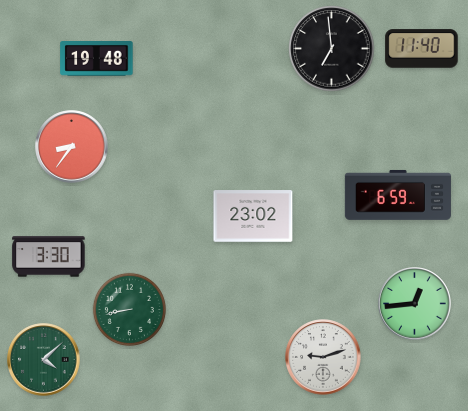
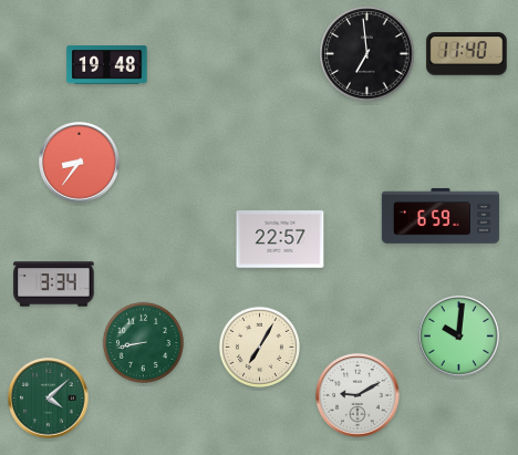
clock at (253, 216): 23:02 -> 22:57
clock at (49, 257): 3:30 -> 3:34
clock at (415, 304): 12:44 -> 10:01
clock at (259, 347): none -> 7:05
clock at (323, 357): 9:12 -> 9:10
